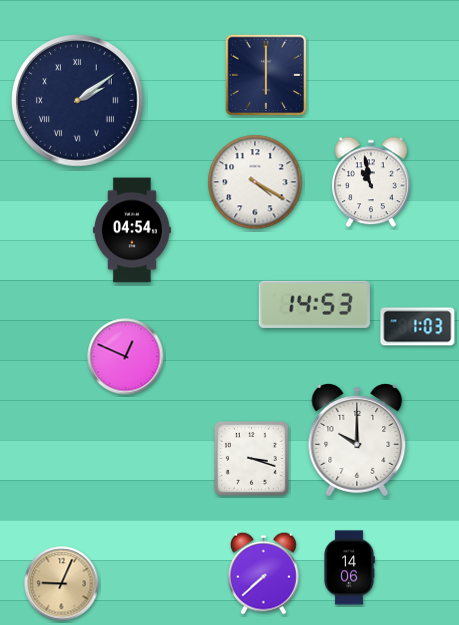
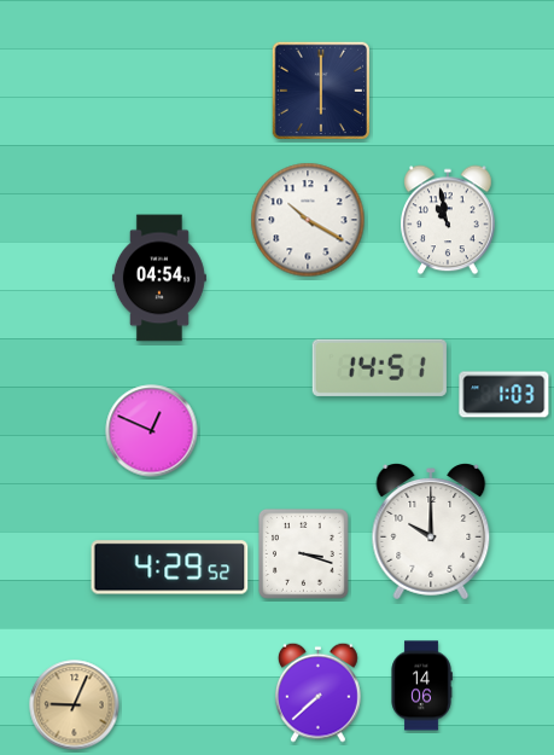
clock at (78, 101): 2:09 -> none
clock at (255, 182): 4:20 -> 10:20
clock at (314, 304): 14:53 -> 14:51
clock at (170, 568): none -> 4:29
